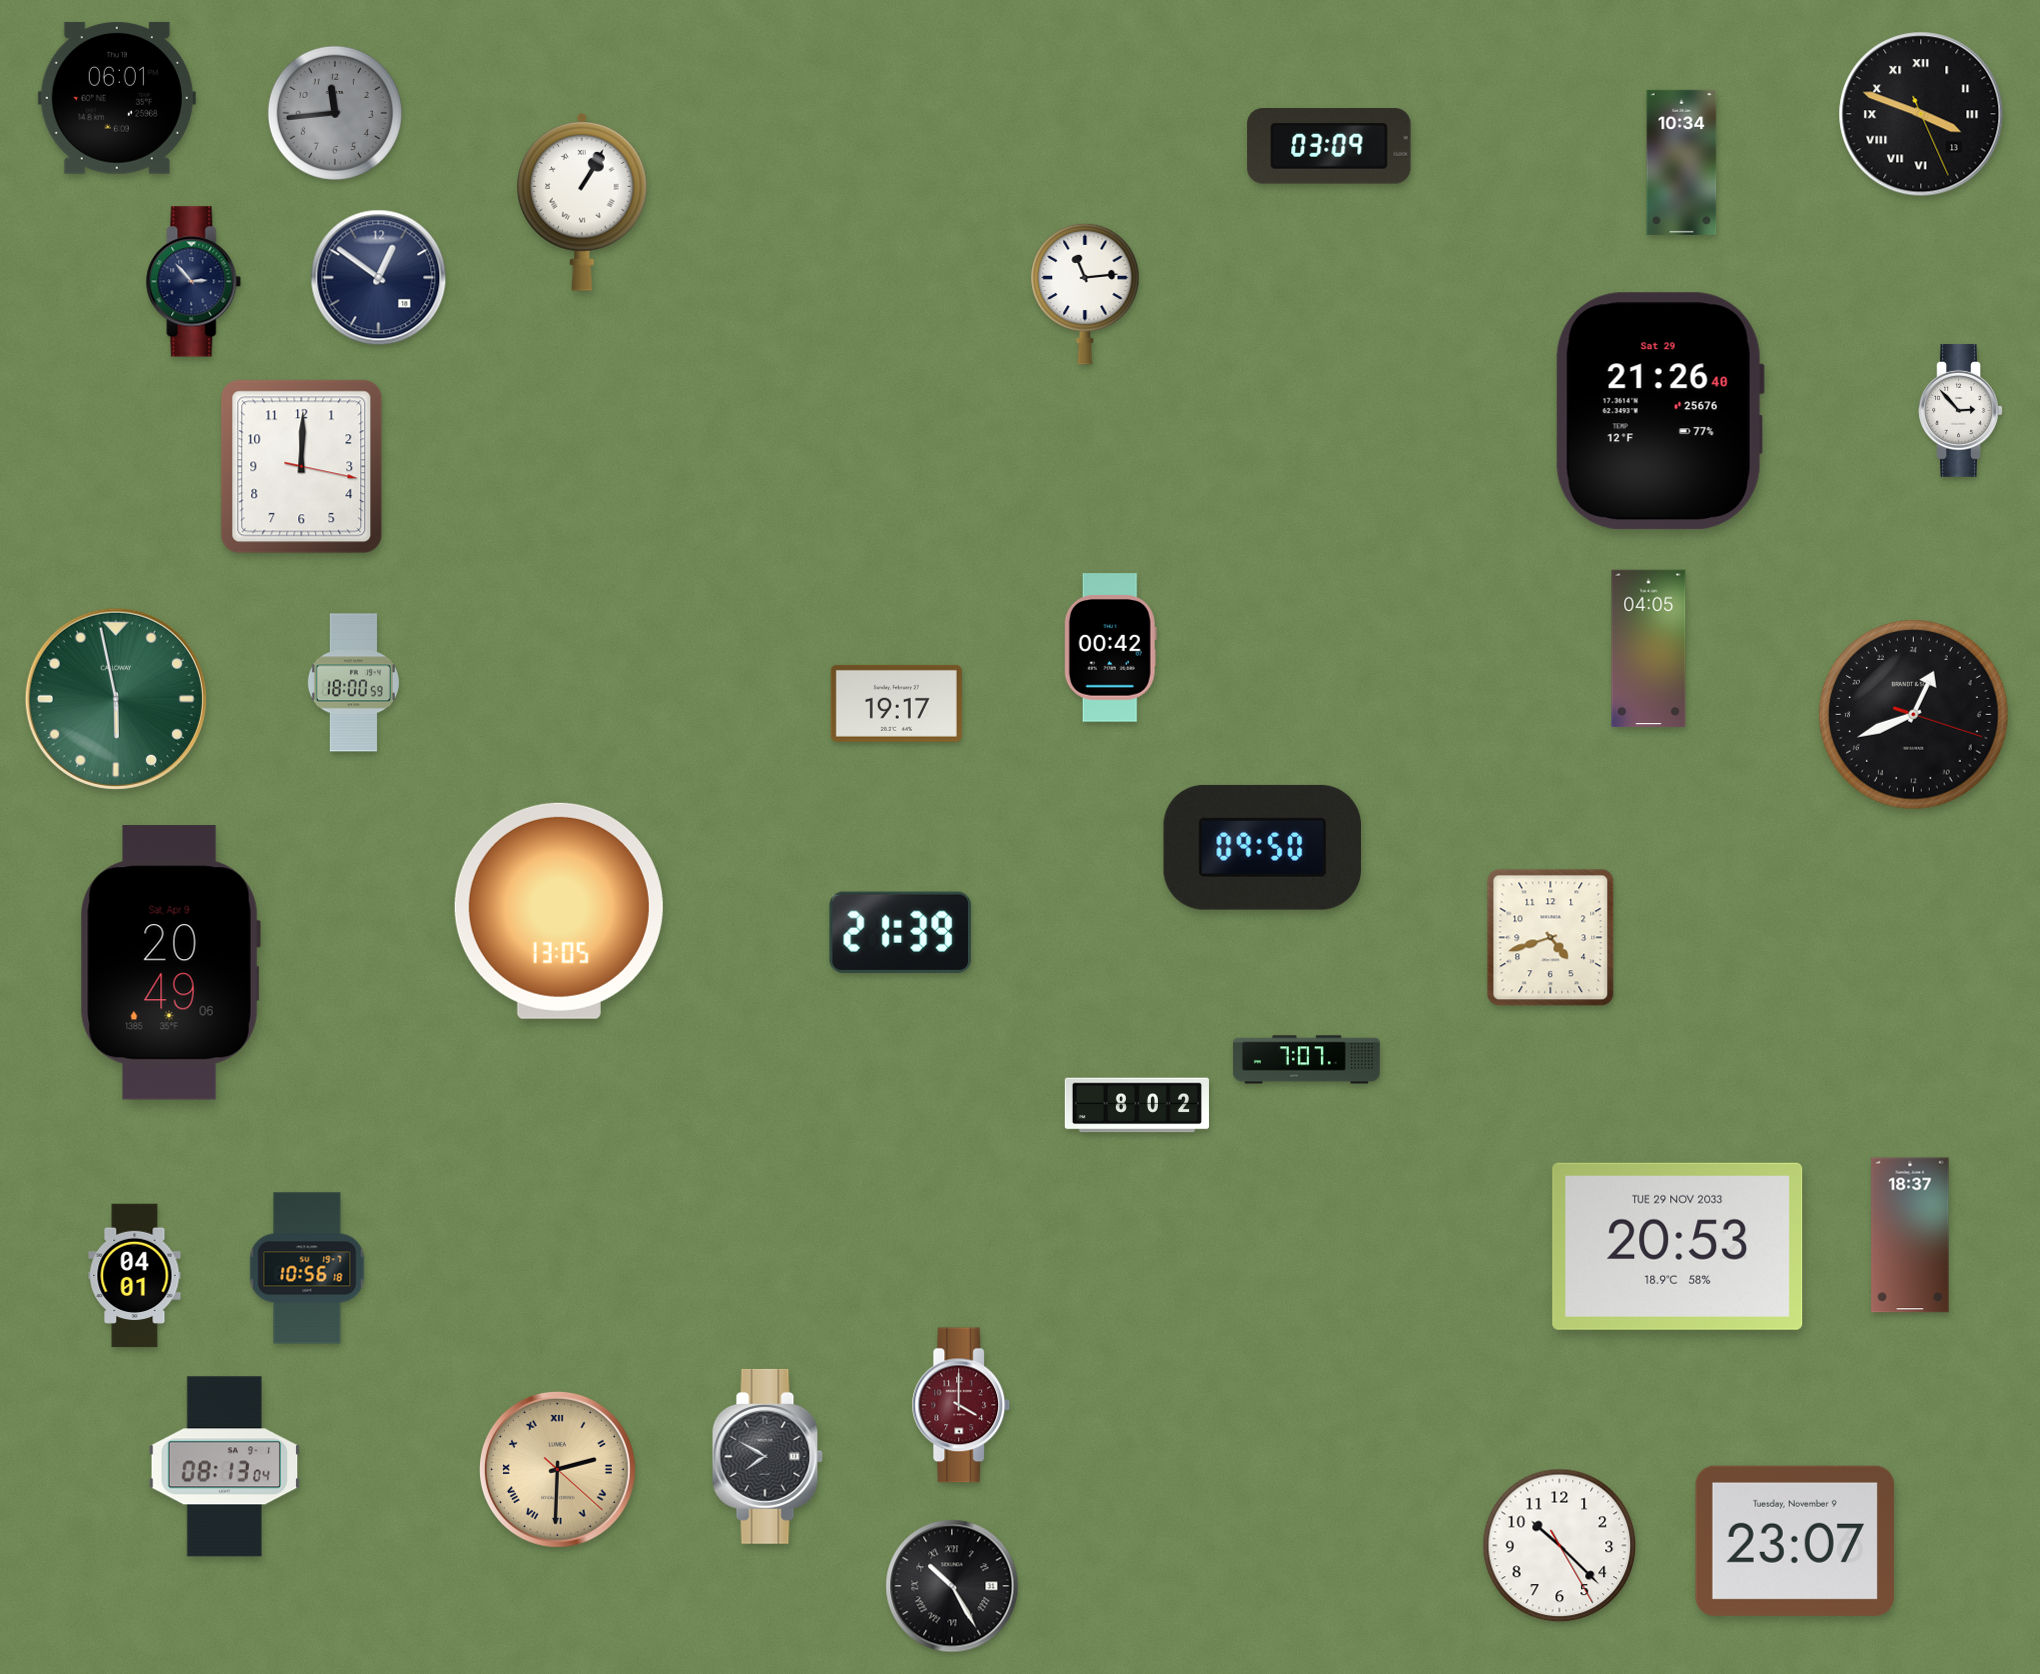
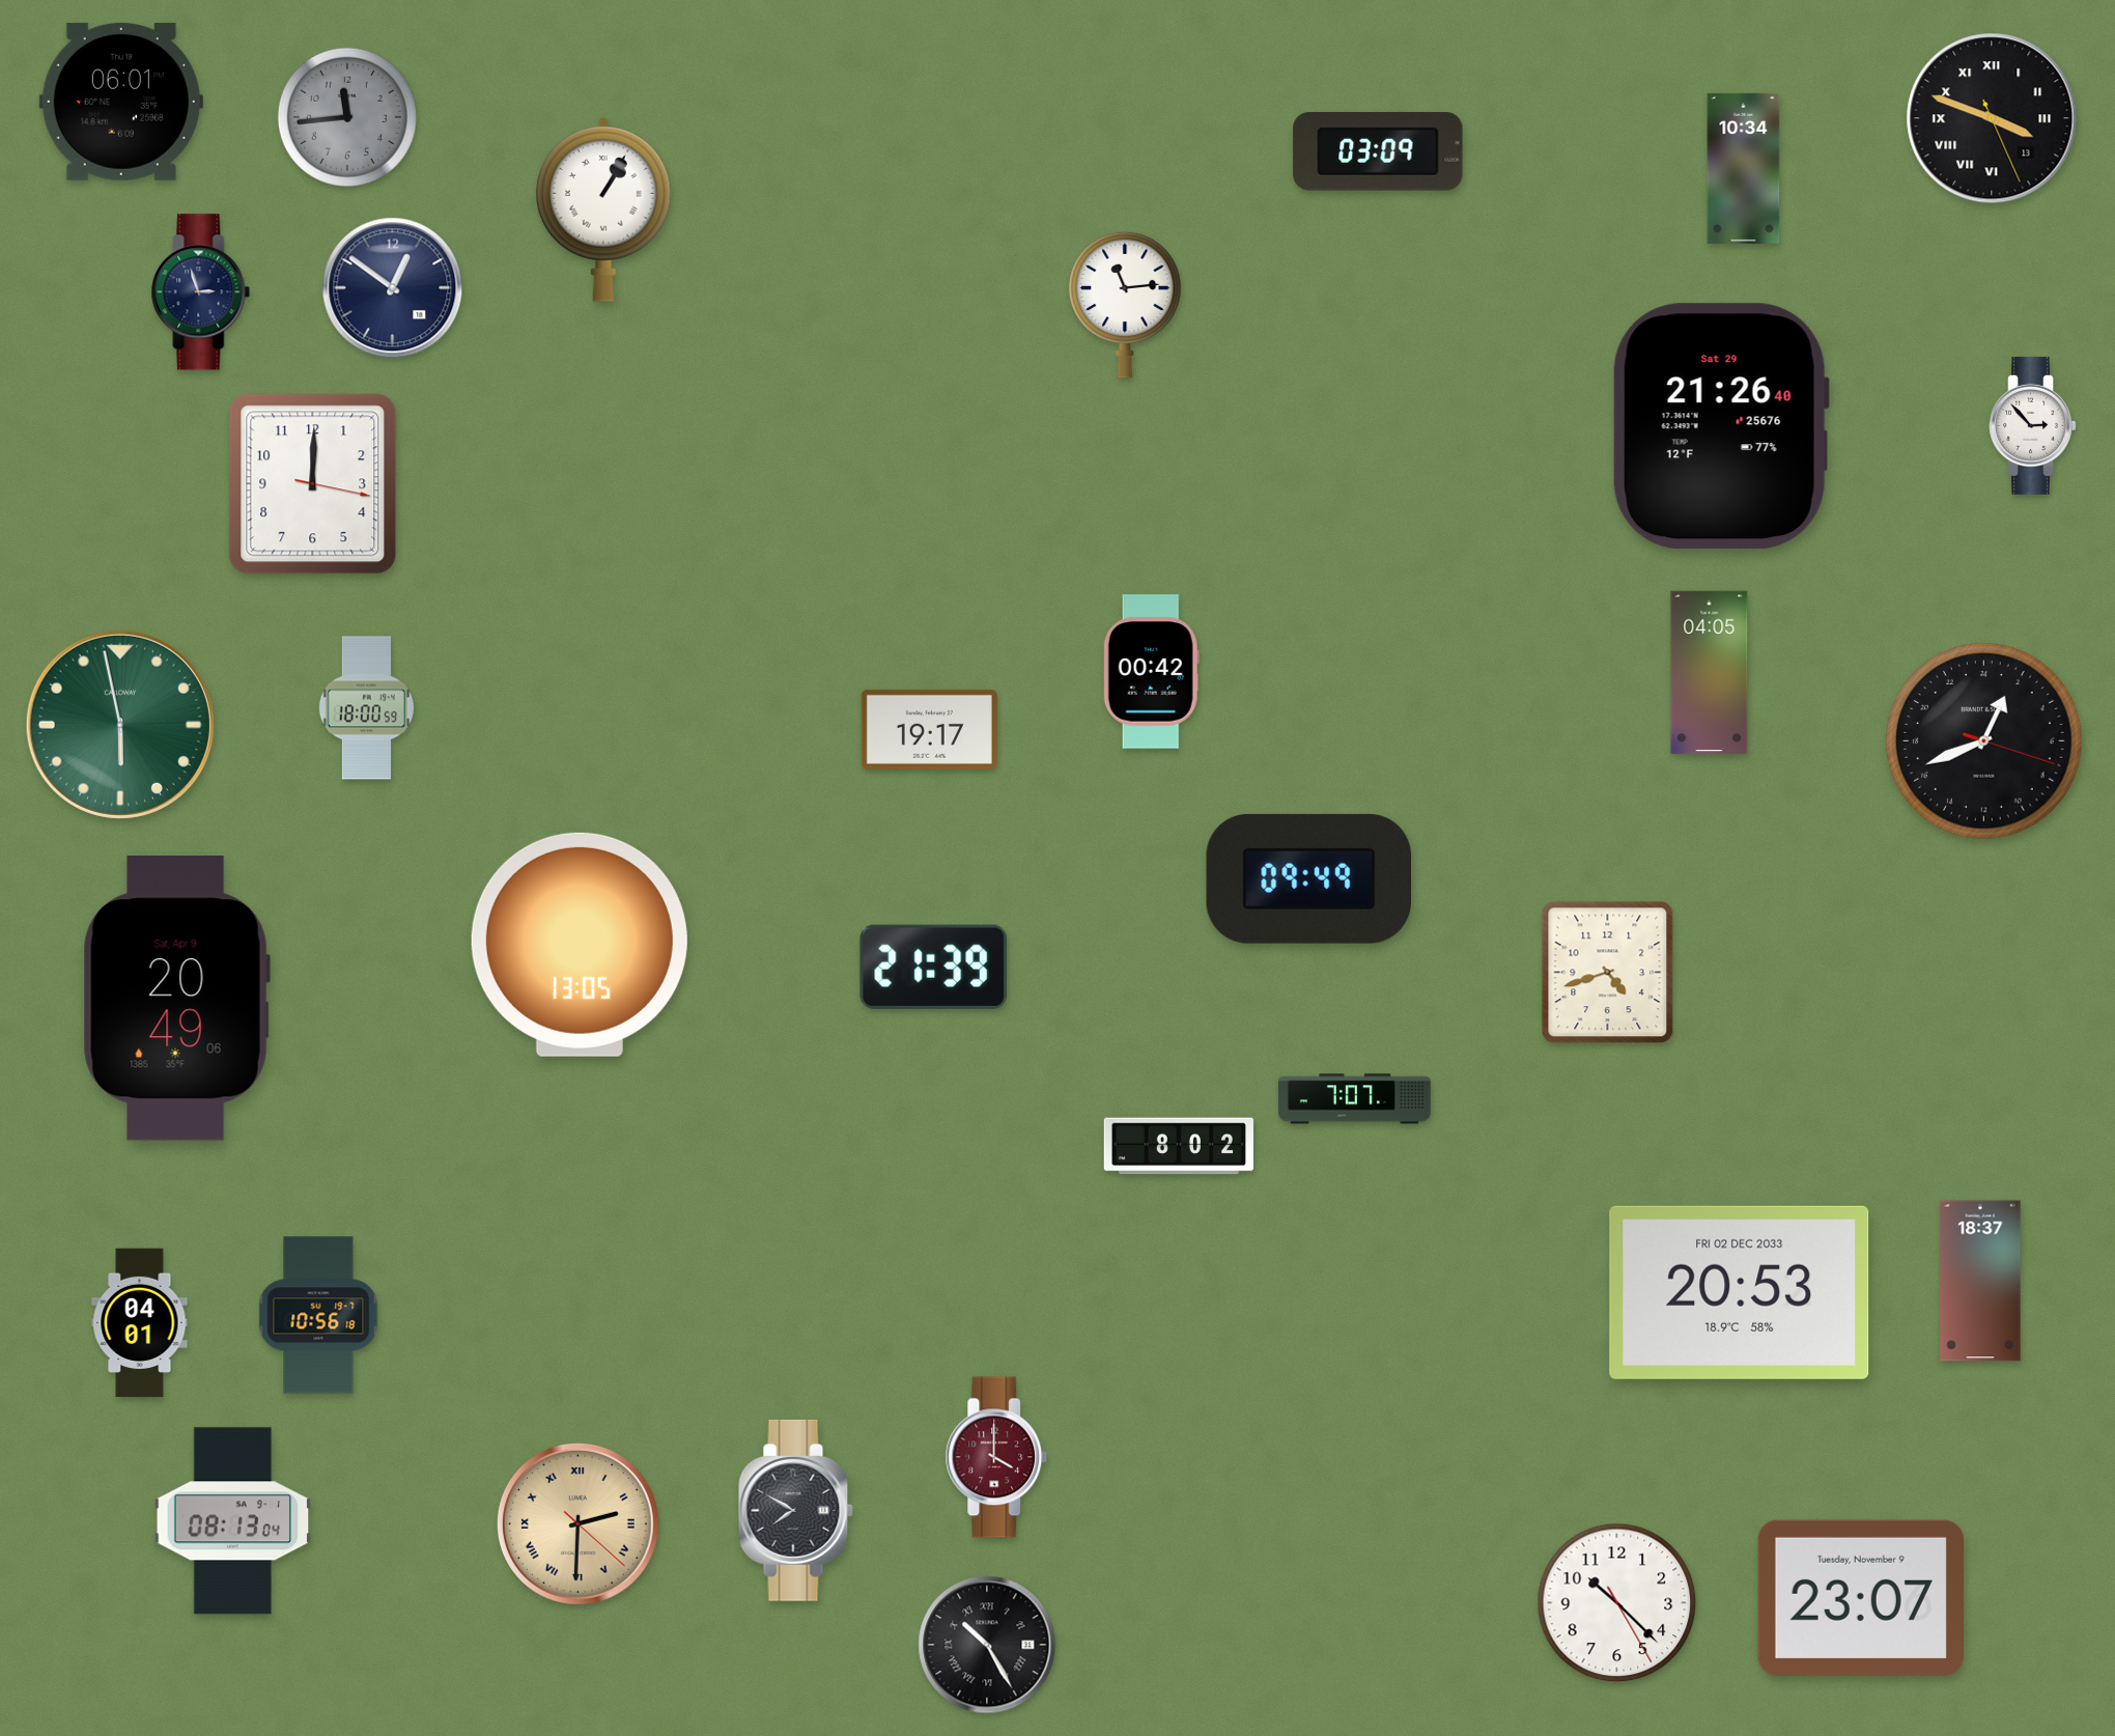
clock at (194, 282): 2:53 -> 2:57
clock at (1262, 847): 09:50 -> 09:49
clock at (1678, 1246) date: TUE 29 NOV 2033 -> FRI 02 DEC 2033
